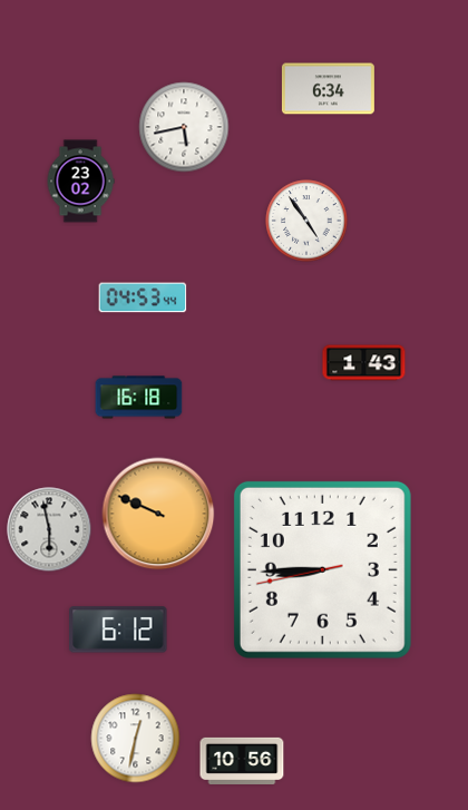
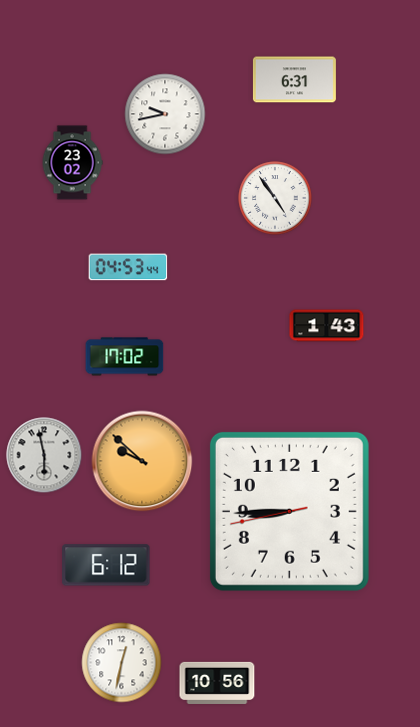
clock at (328, 89): 6:34 -> 6:31
clock at (184, 127): 5:43 -> 9:43
clock at (139, 398): 16:18 -> 17:02
clock at (158, 514): 9:49 -> 9:52
clock at (49, 529) position: (49, 529) -> (44, 455)
